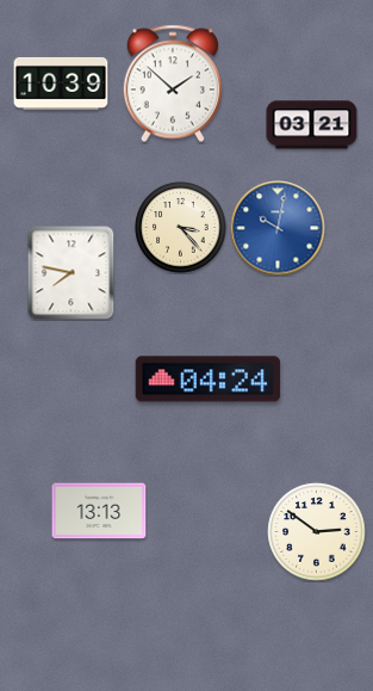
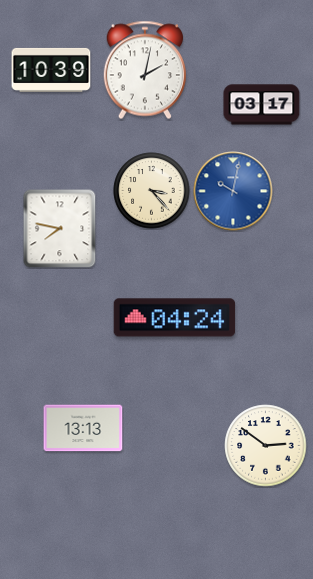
clock at (172, 84): 1:52 -> 2:02
clock at (312, 125): 03:21 -> 03:17
